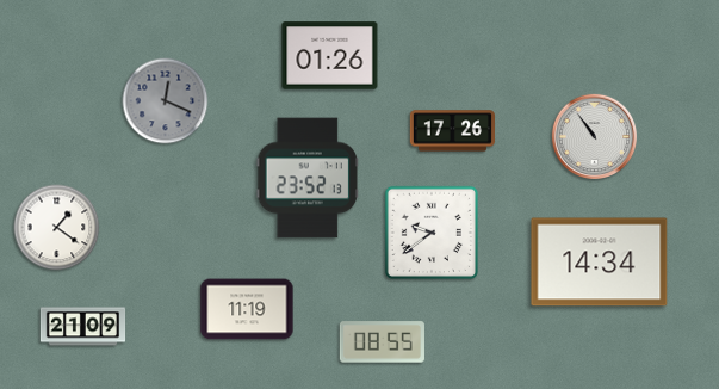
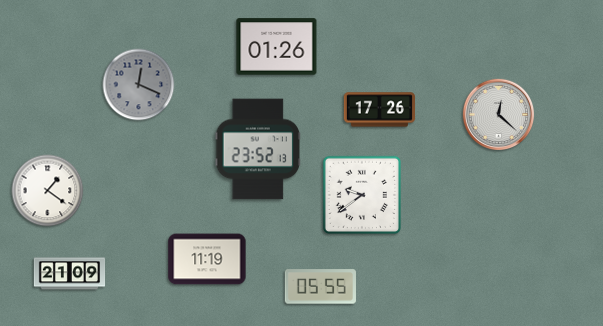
clock at (595, 137): 10:54 -> 12:22
clock at (600, 263): 14:34 -> none
clock at (382, 342): 08:55 -> 05:55
